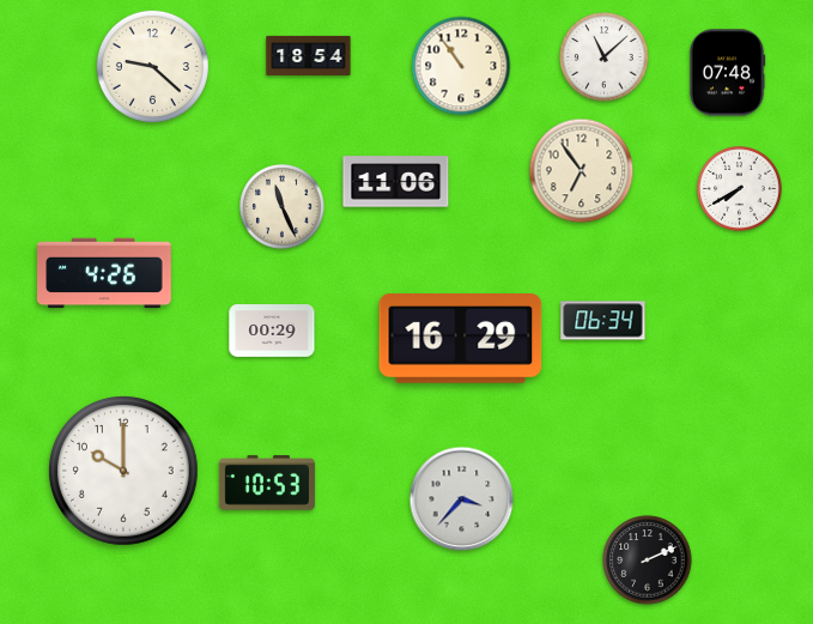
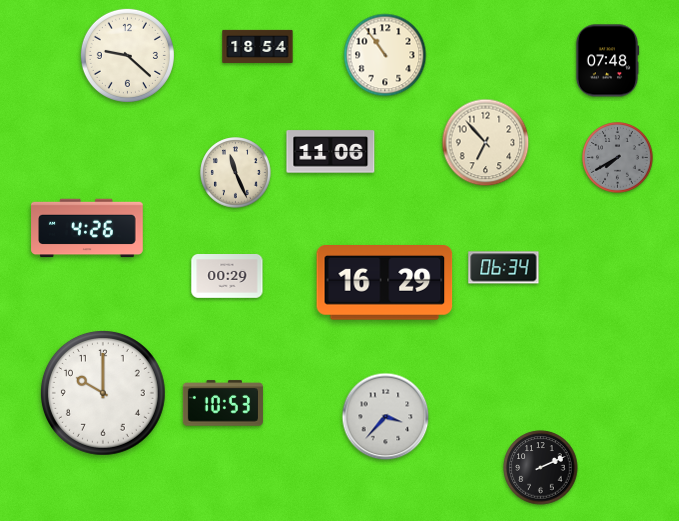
clock at (605, 57): 11:08 -> none
clock at (582, 171): 6:54 -> 6:53
clock at (740, 189) dial: white -> grey
